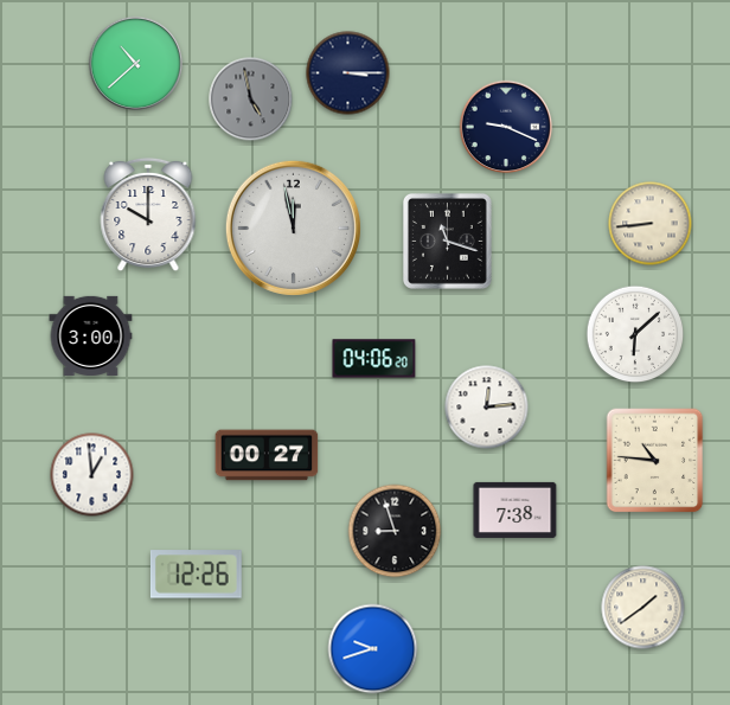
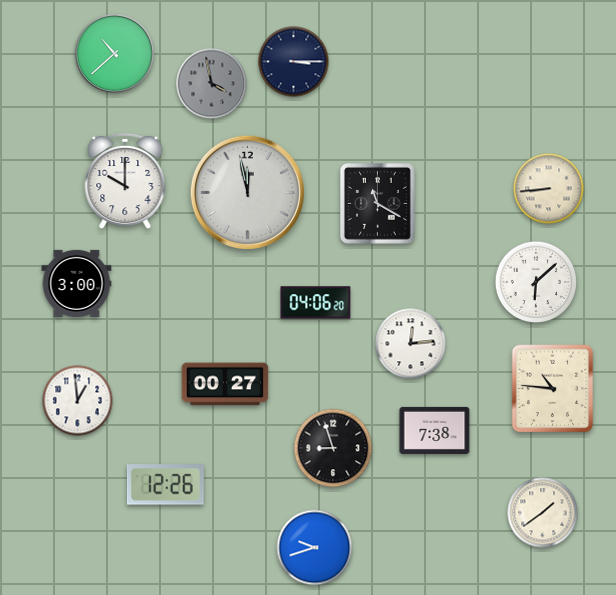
clock at (251, 100): 4:58 -> 3:58
clock at (506, 127): 9:19 -> none
clock at (447, 241): 11:18 -> 11:20
